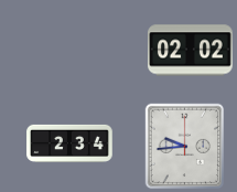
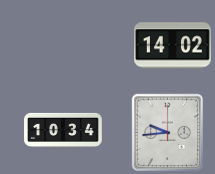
clock at (191, 51): 02:02 -> 14:02
clock at (69, 143): 2:34 -> 10:34
